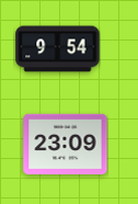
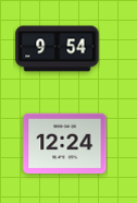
clock at (66, 144): 23:09 -> 12:24
